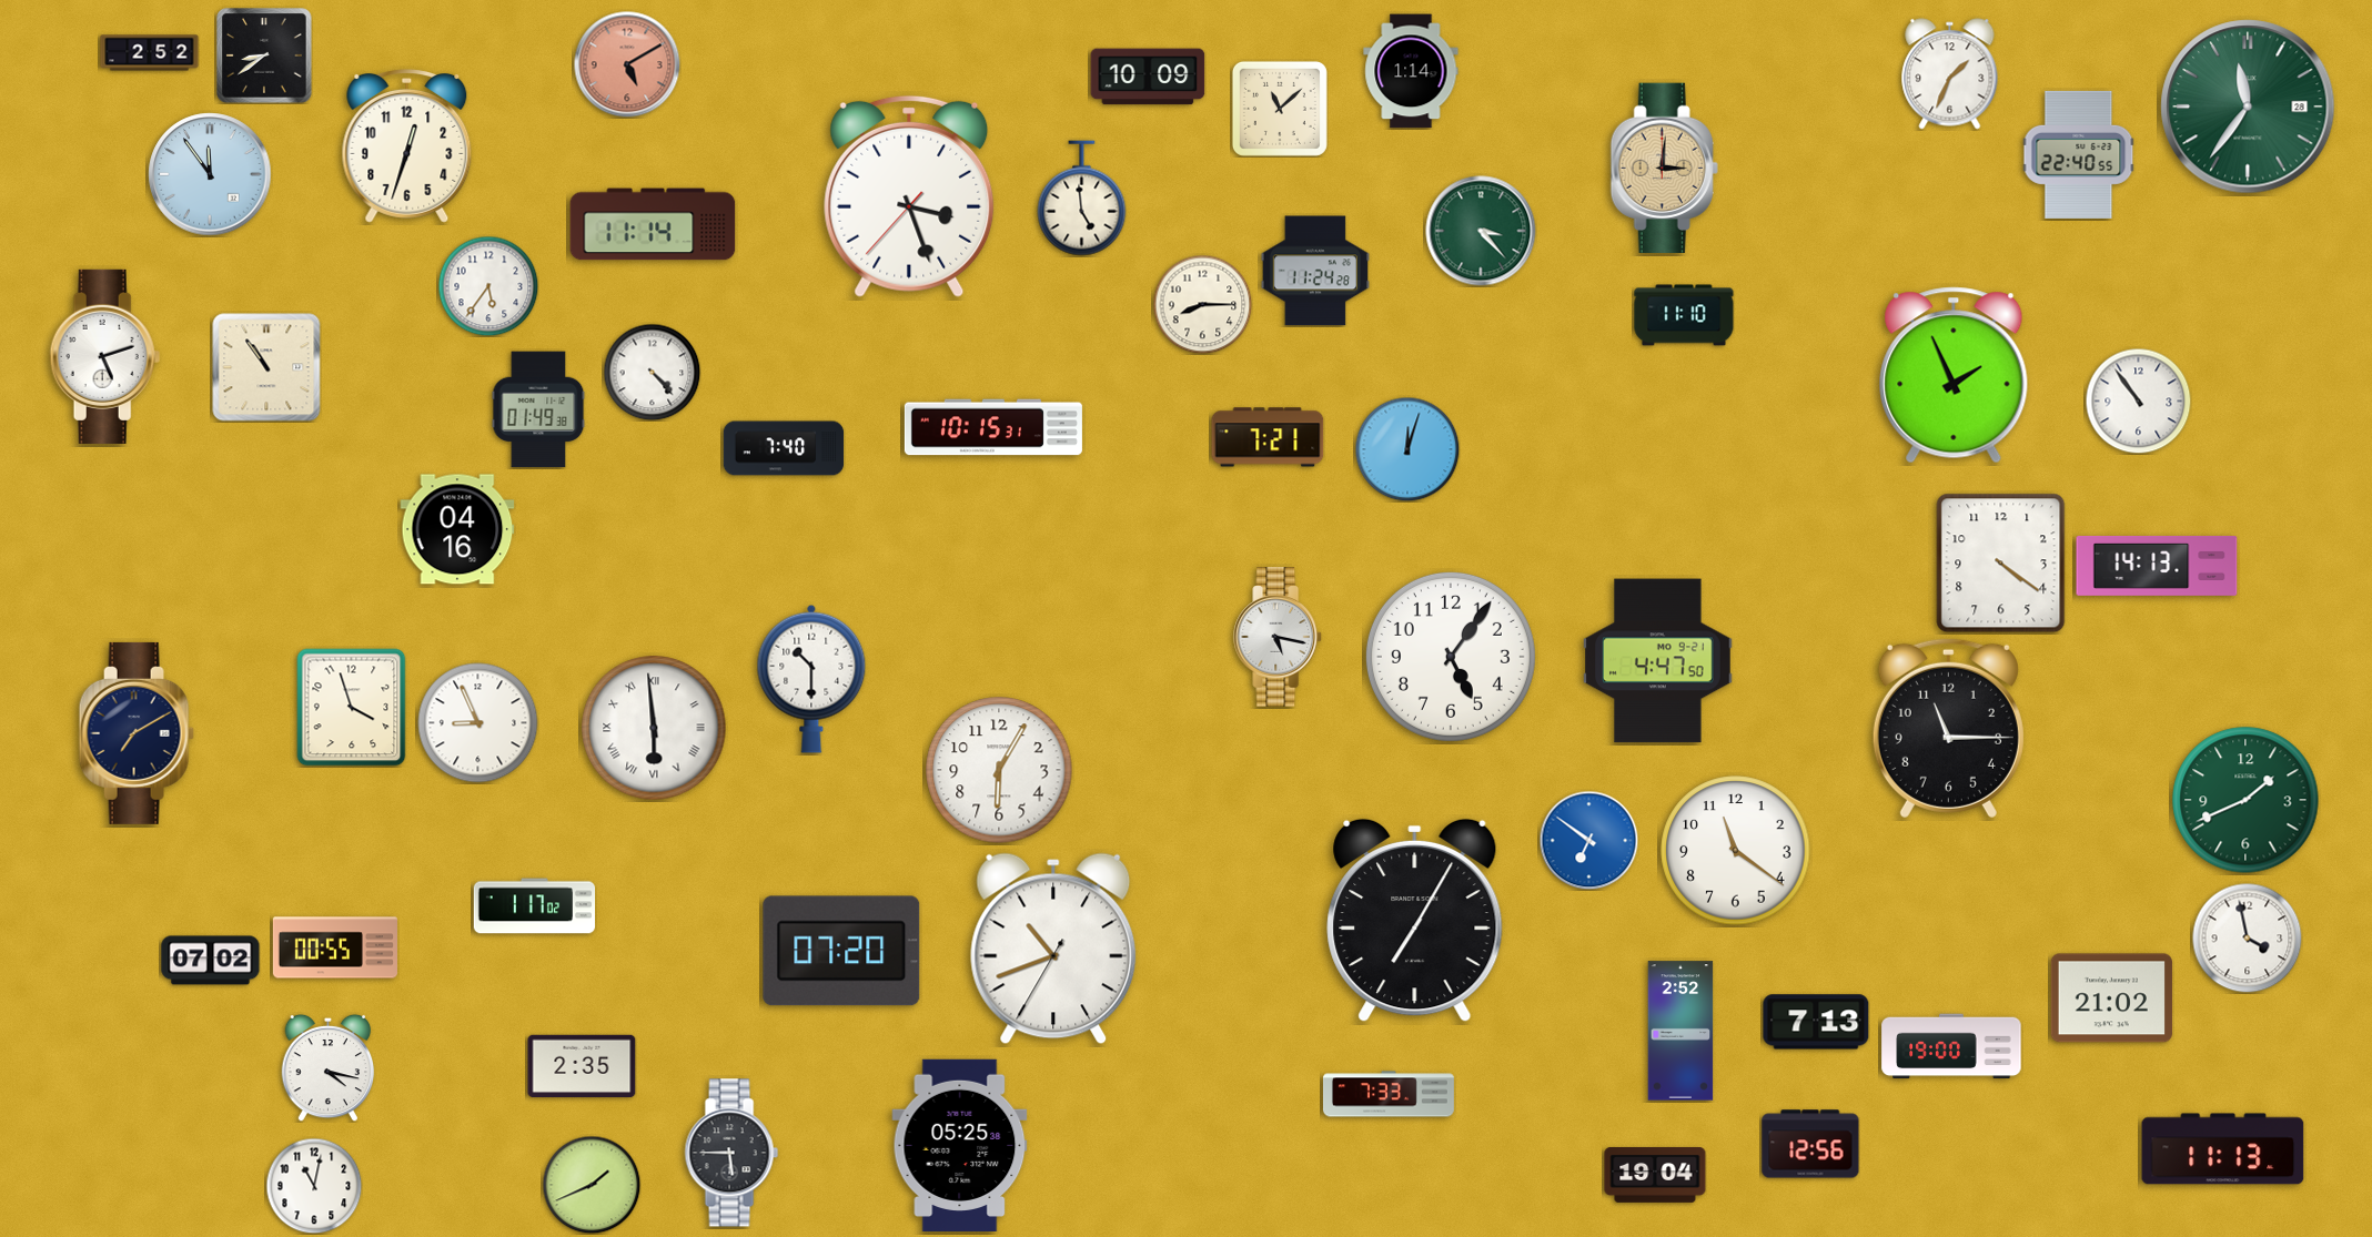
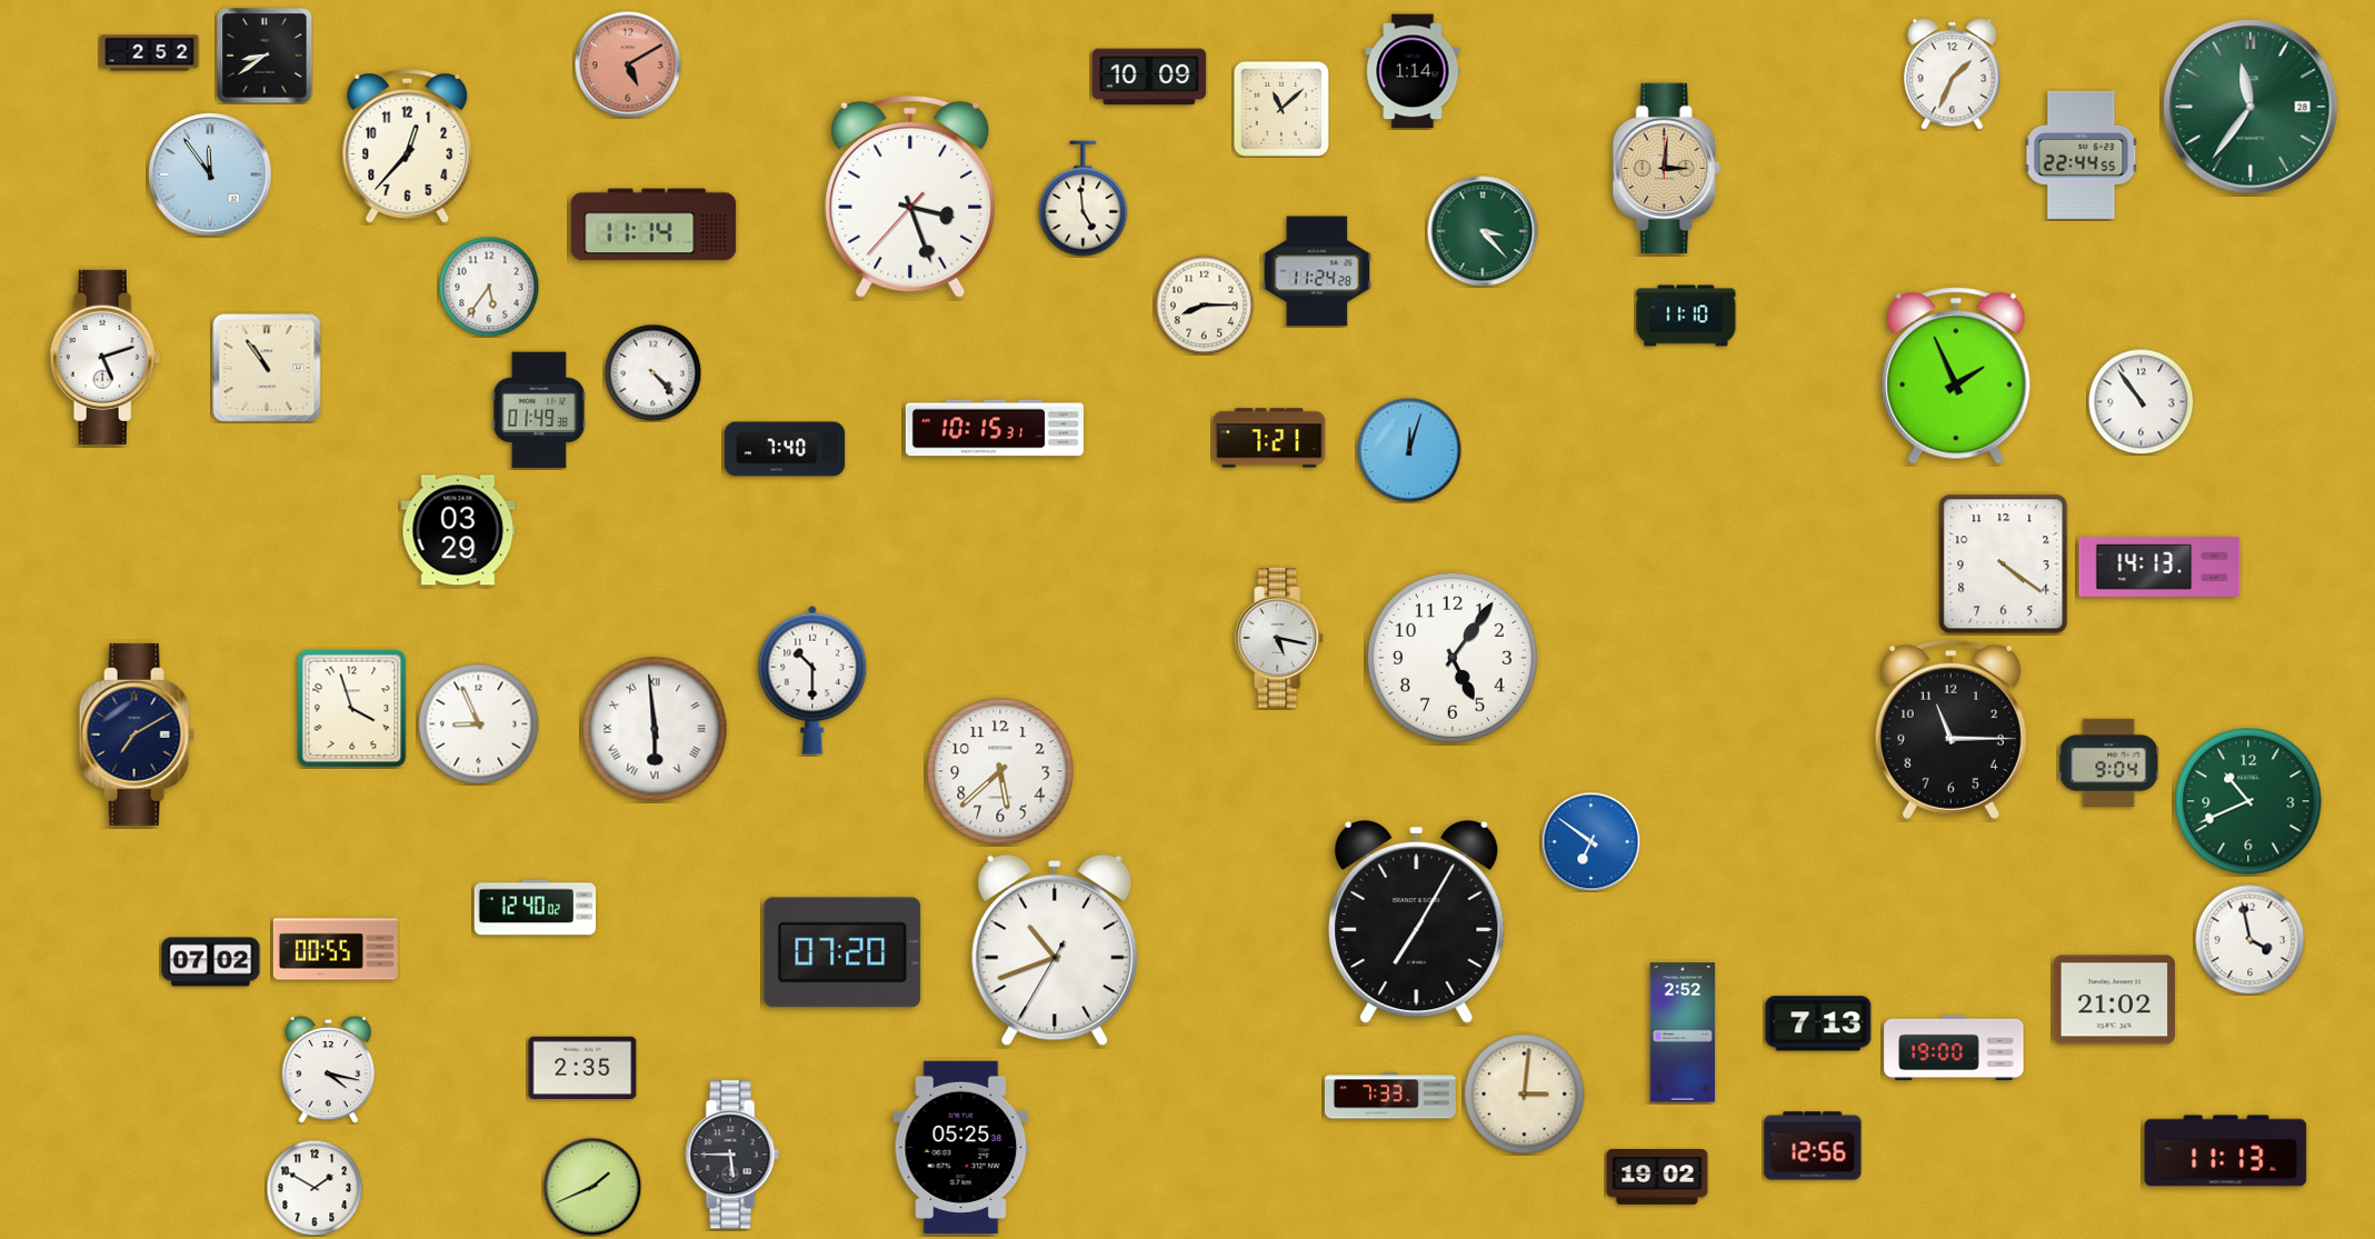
clock at (407, 146): 12:33 -> 12:37
clock at (2079, 154): 22:40 -> 22:44
clock at (457, 529): 04:16 -> 03:29
clock at (1658, 661): 4:47 -> none
clock at (2108, 762): none -> 9:04
clock at (999, 770): 6:05 -> 5:38
clock at (2245, 800): 1:41 -> 10:41
clock at (1736, 851): 11:21 -> none
clock at (535, 906): 1:17 -> 12:40
clock at (1525, 1095): none -> 3:01
clock at (1655, 1176): 19:04 -> 19:02
clock at (314, 1186): 11:02 -> 1:50
